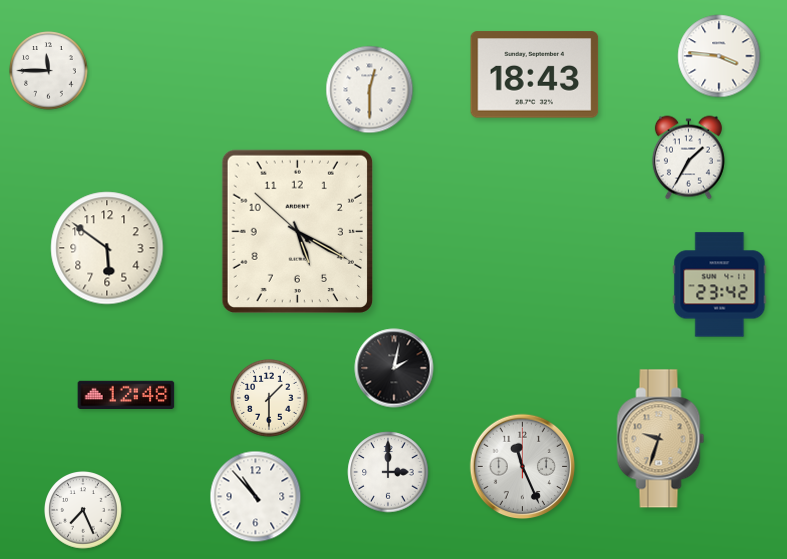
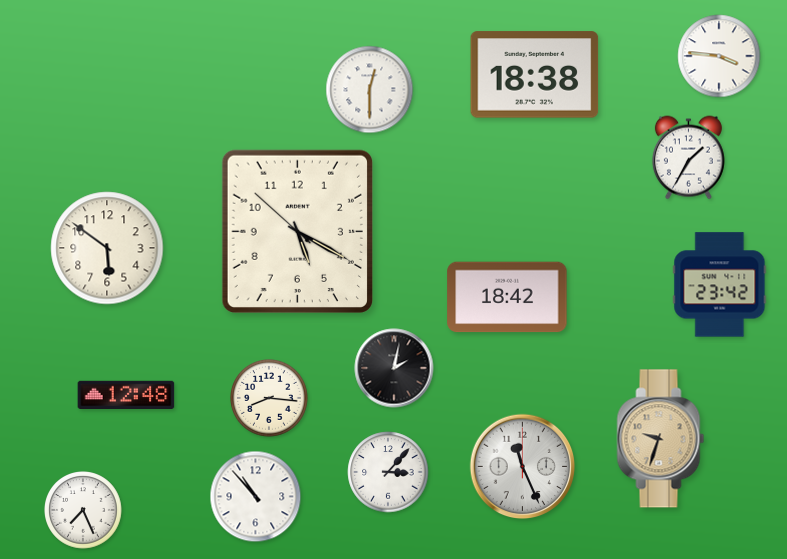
clock at (49, 71): 11:45 -> none
clock at (535, 75): 18:43 -> 18:38
clock at (507, 297): none -> 18:42
clock at (270, 399): 1:30 -> 8:16
clock at (388, 472): 3:00 -> 3:07
